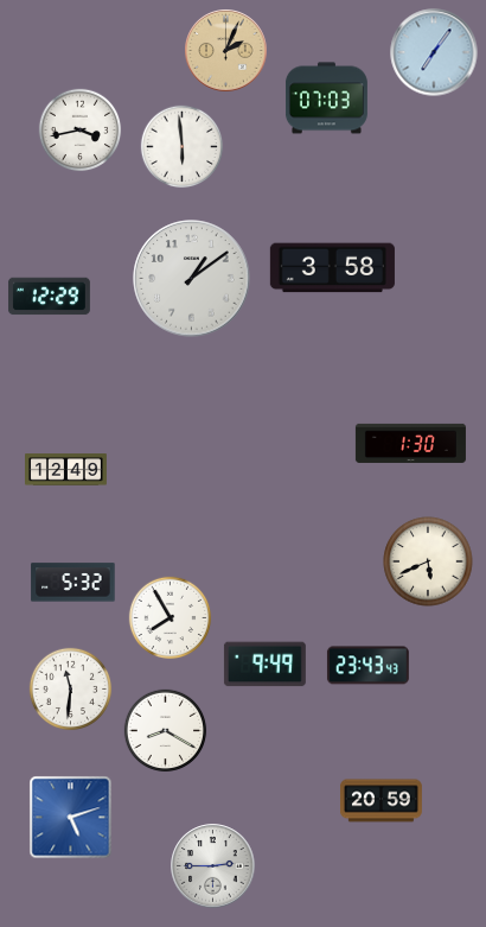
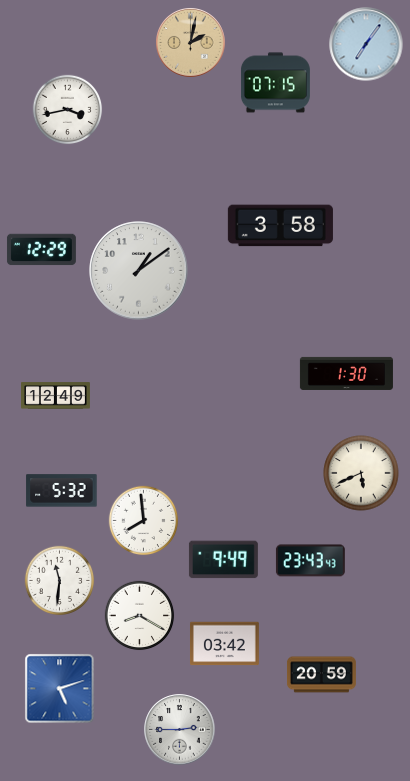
clock at (226, 51): 2:04 -> 2:02
clock at (326, 99): 07:03 -> 07:15
clock at (183, 147): 5:59 -> none
clock at (192, 279) position: (192, 279) -> (139, 271)
clock at (171, 618): 7:55 -> 7:59
clock at (224, 644): none -> 03:42
